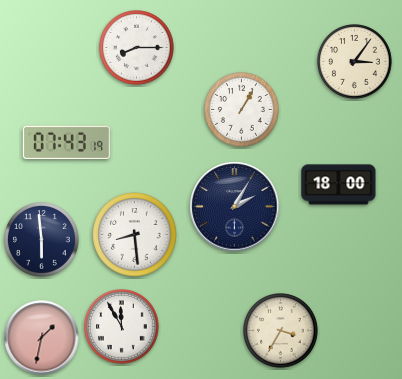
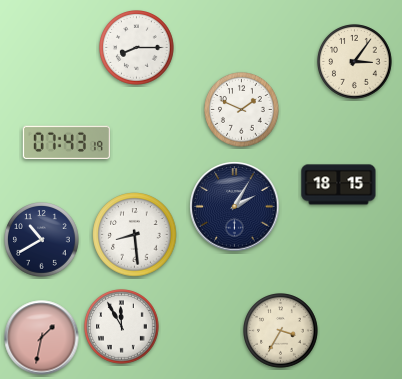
clock at (242, 110): 1:05 -> 1:49
clock at (339, 185): 18:00 -> 18:15
clock at (42, 240): 5:59 -> 10:40
